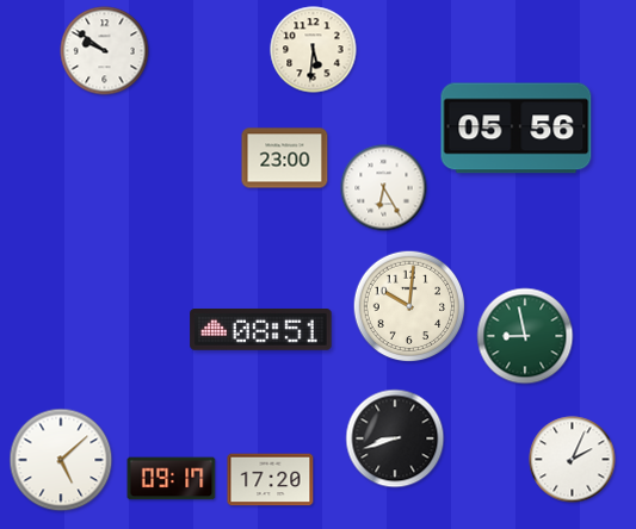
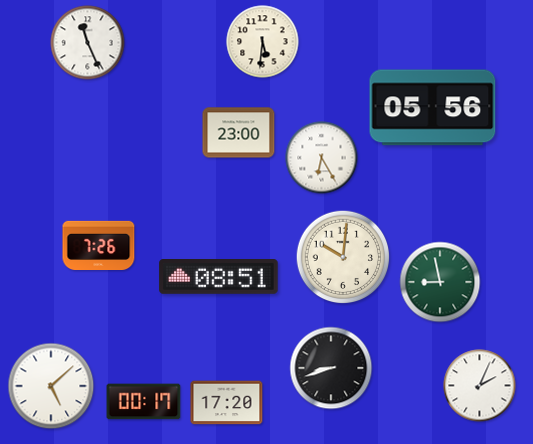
clock at (105, 51): 9:51 -> 11:26
clock at (99, 245): none -> 7:26
clock at (172, 479): 09:17 -> 00:17
